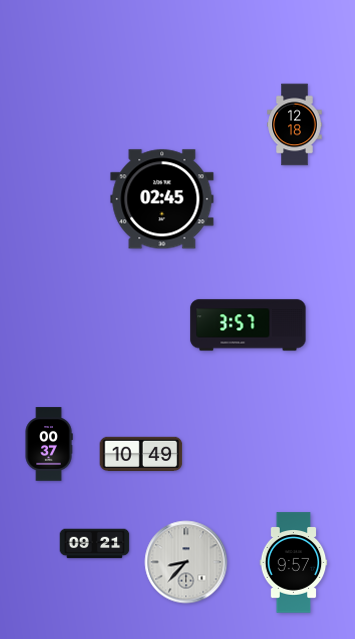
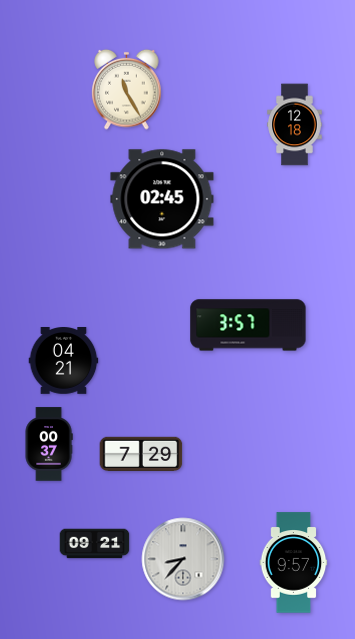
clock at (127, 89): none -> 11:25
clock at (64, 361): none -> 04:21
clock at (141, 454): 10:49 -> 7:29
clock at (186, 562) position: (186, 562) -> (183, 559)
